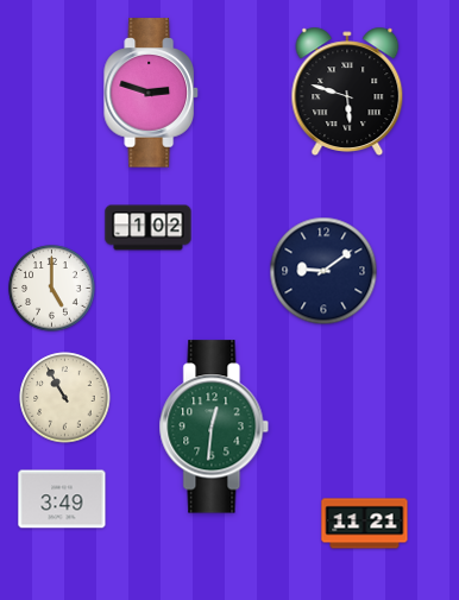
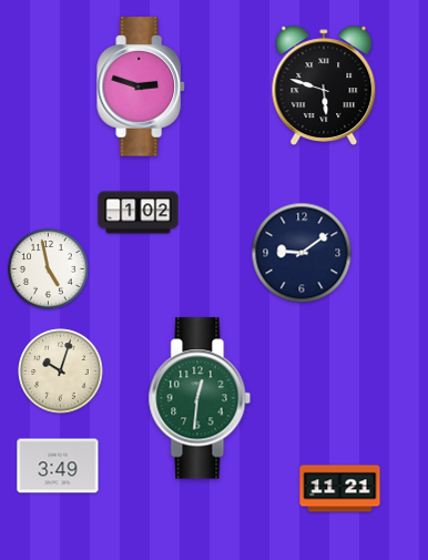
clock at (52, 289): 5:00 -> 4:58
clock at (65, 398): 10:55 -> 10:03
